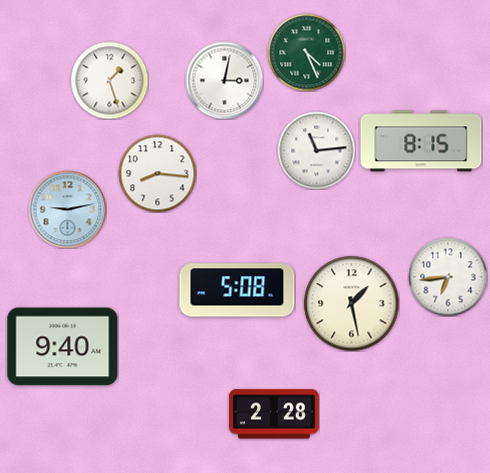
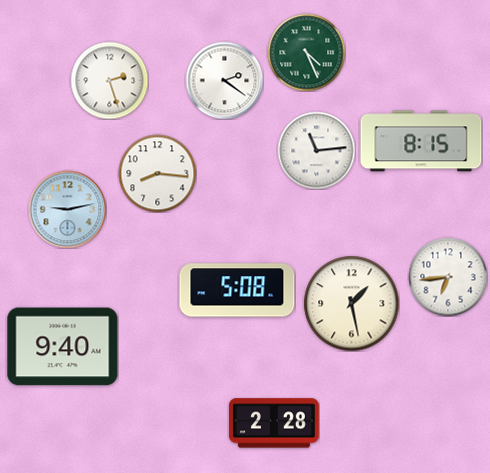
clock at (109, 80): 1:27 -> 2:27
clock at (224, 80): 3:02 -> 2:21
clock at (275, 414) position: (275, 414) -> (275, 423)
